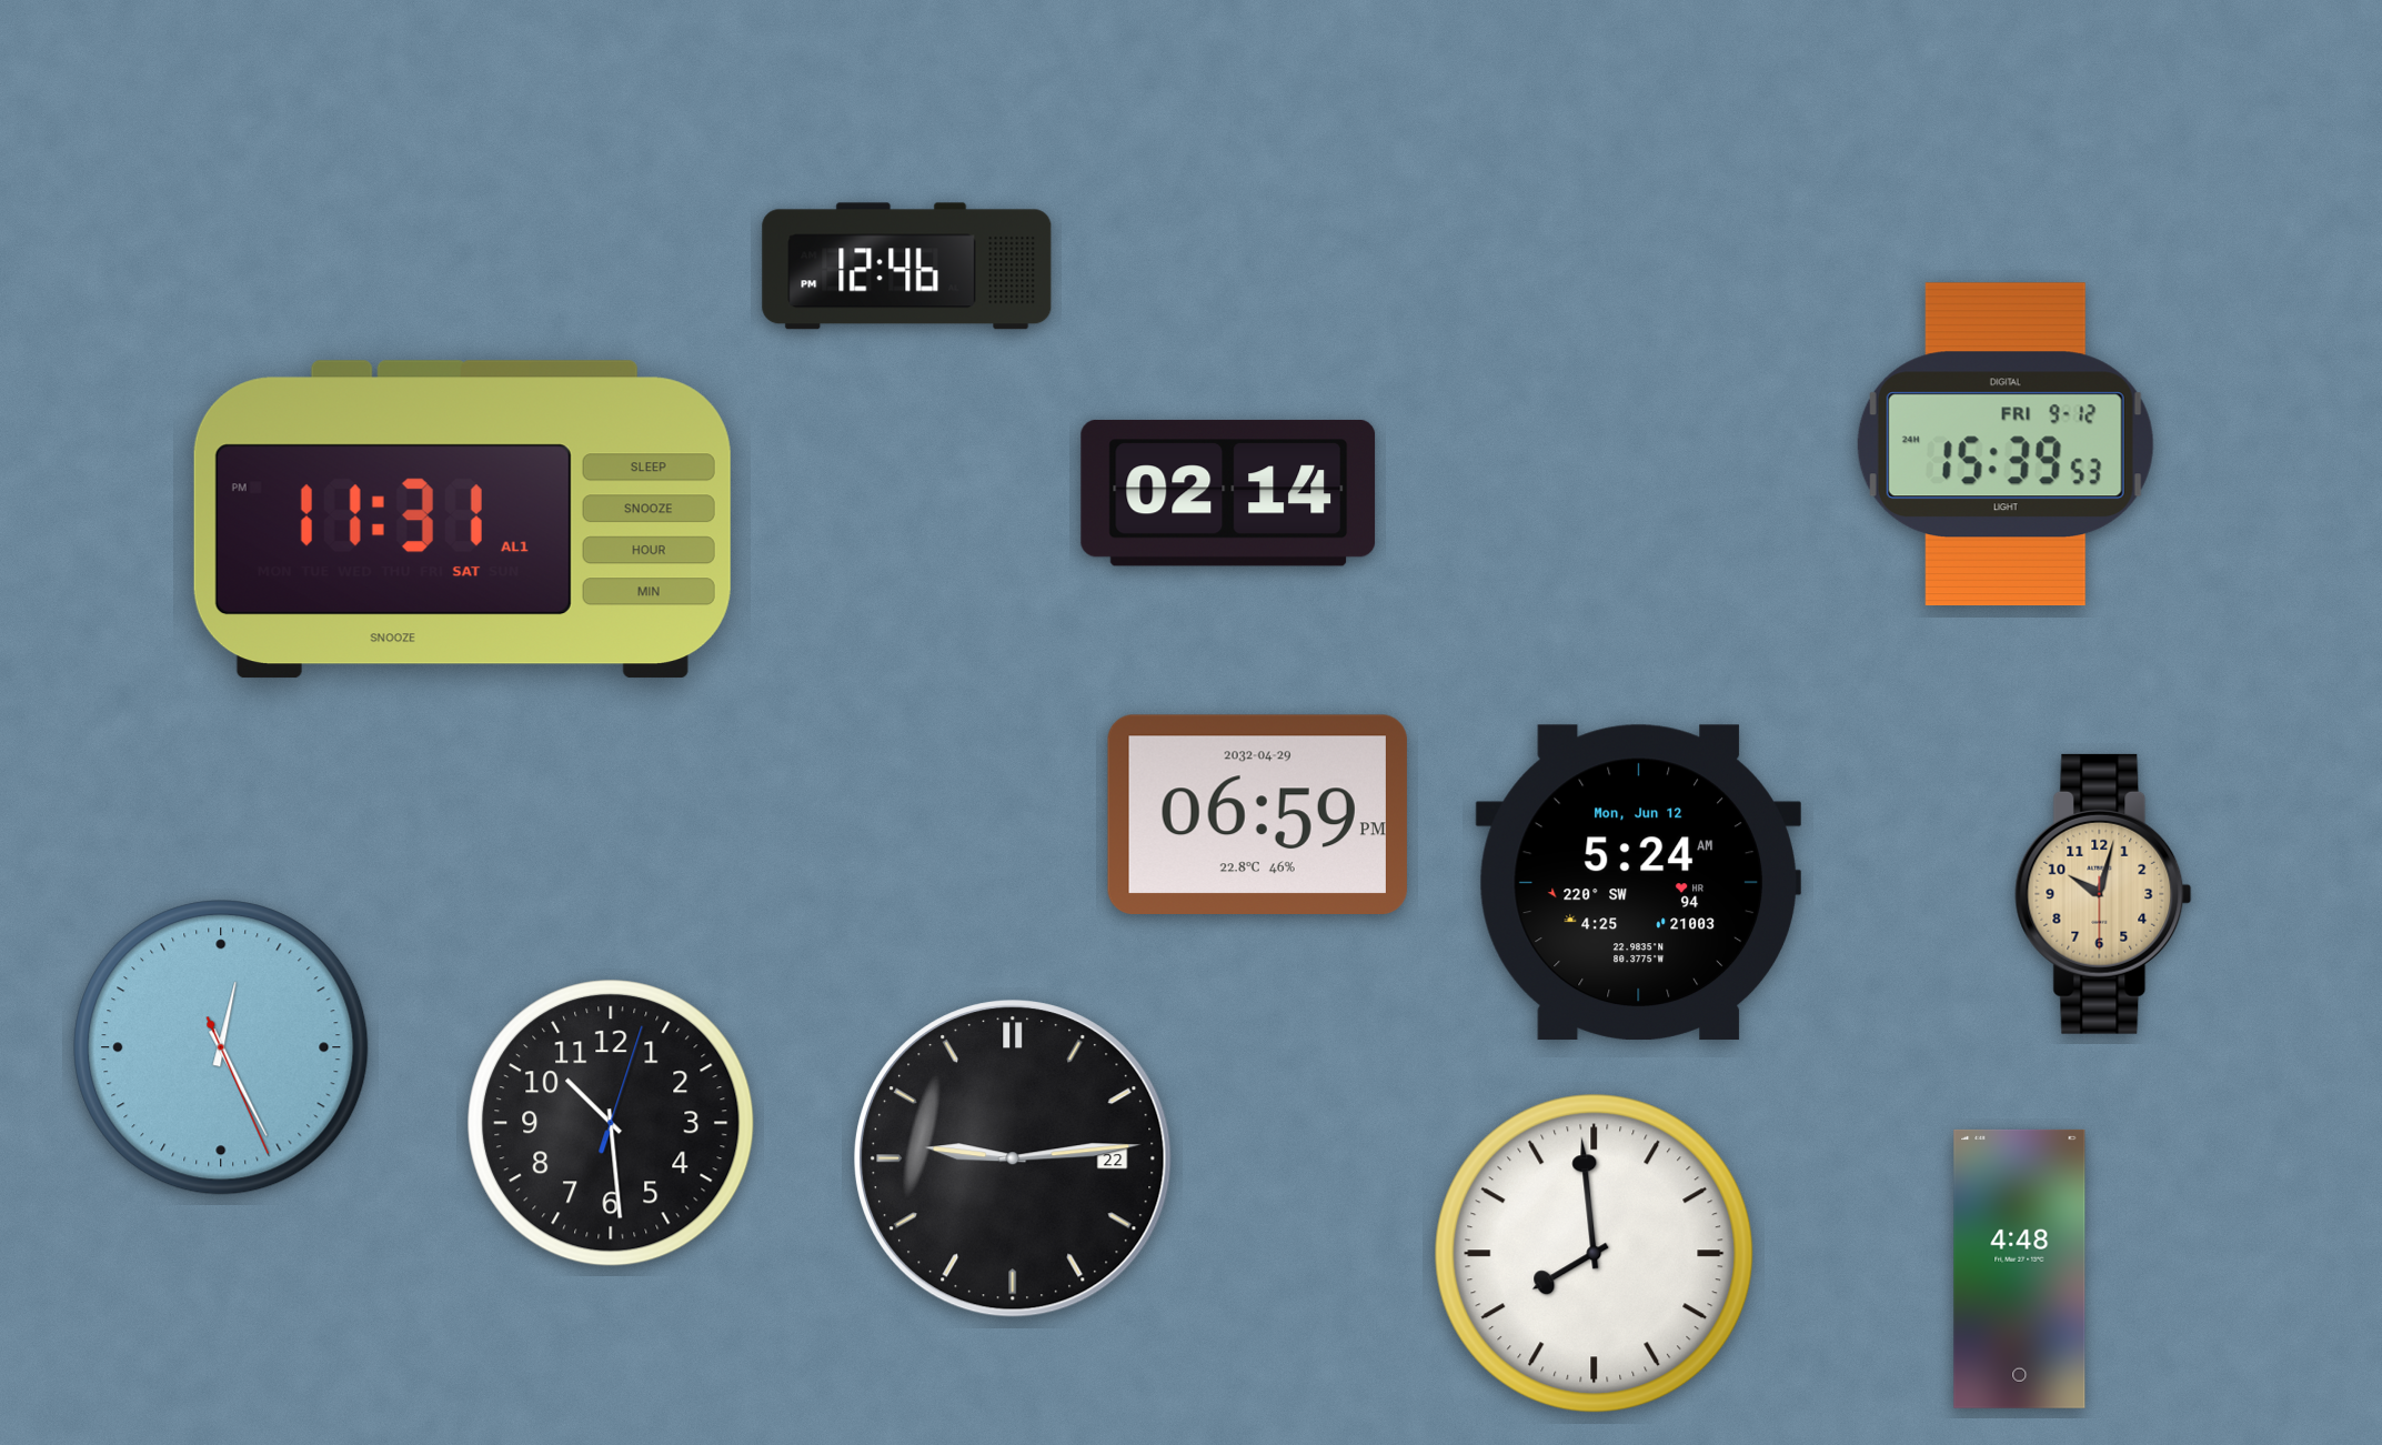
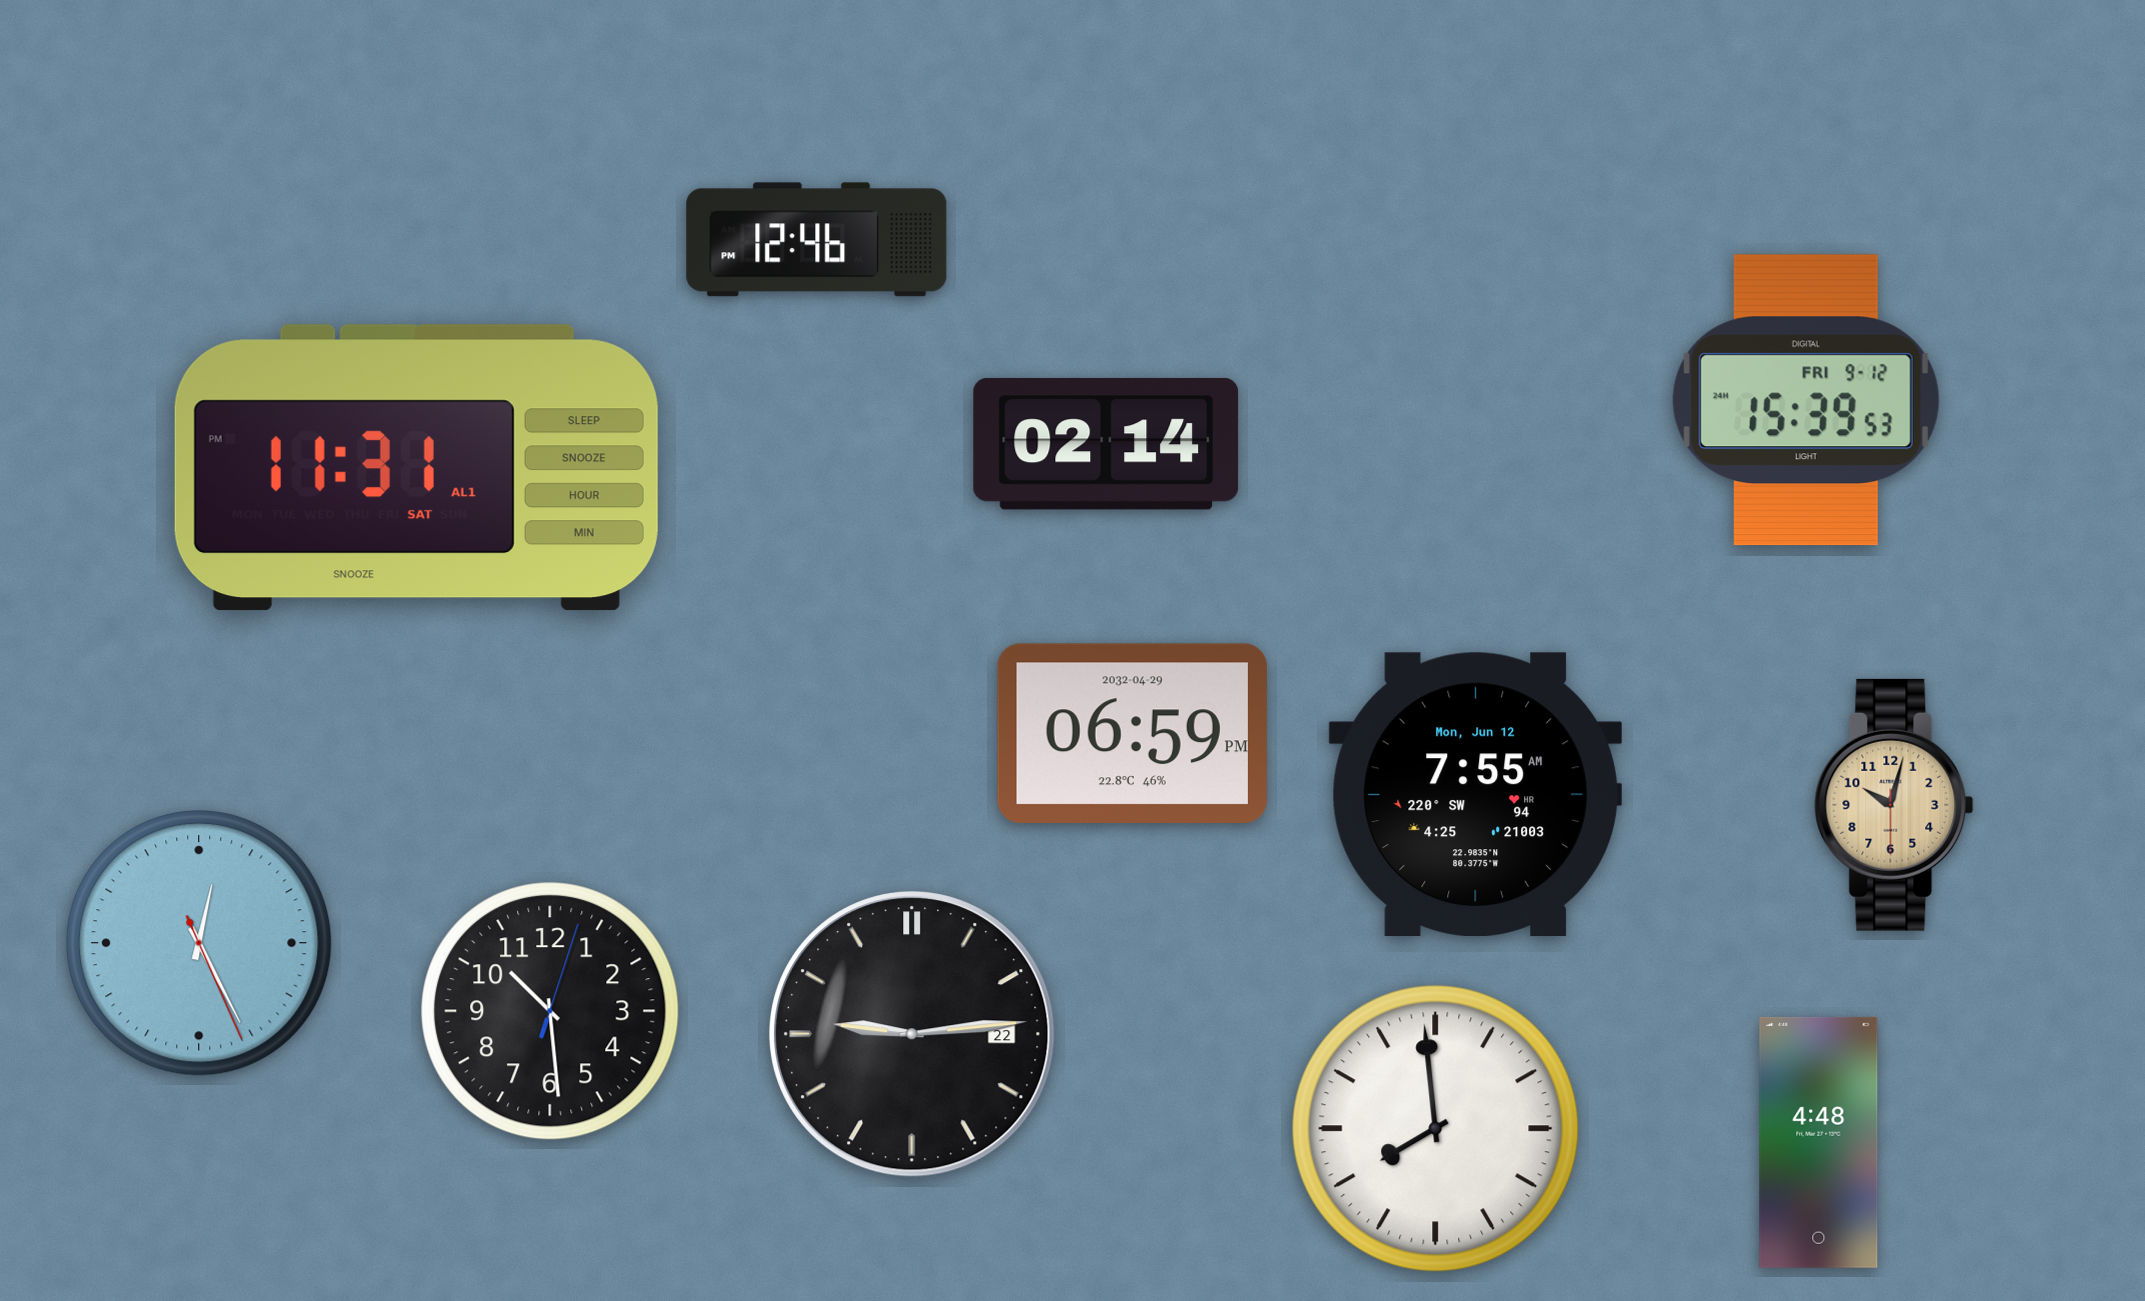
clock at (1638, 883): 5:24 -> 7:55
clock at (1013, 1158) position: (1013, 1158) -> (912, 1034)
